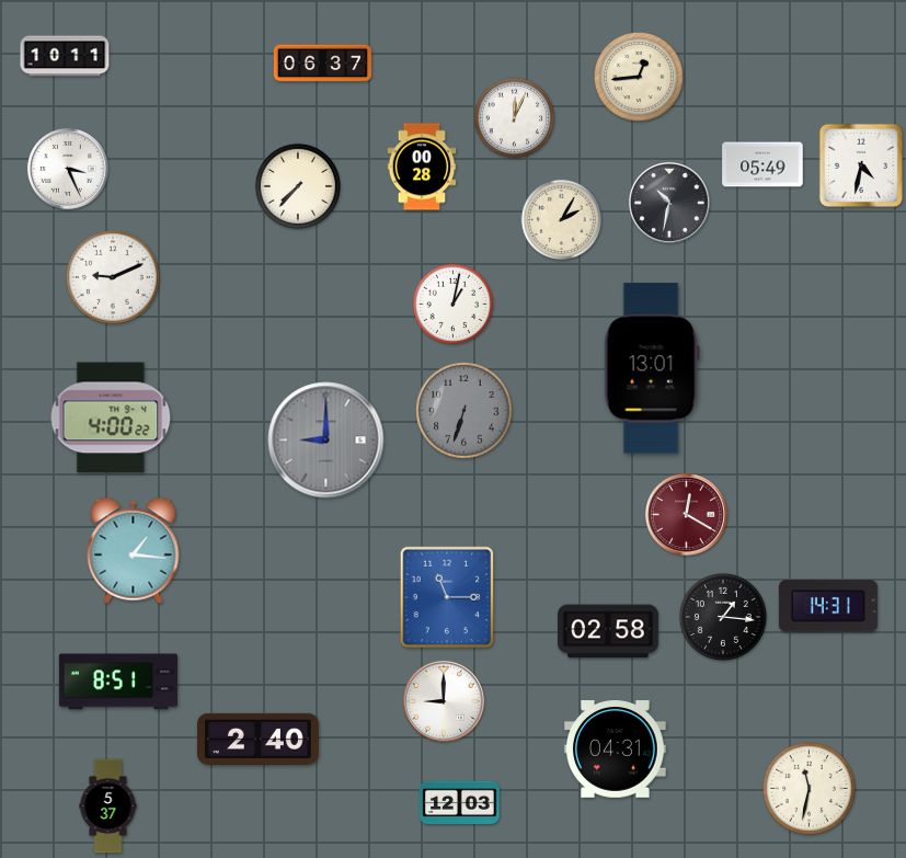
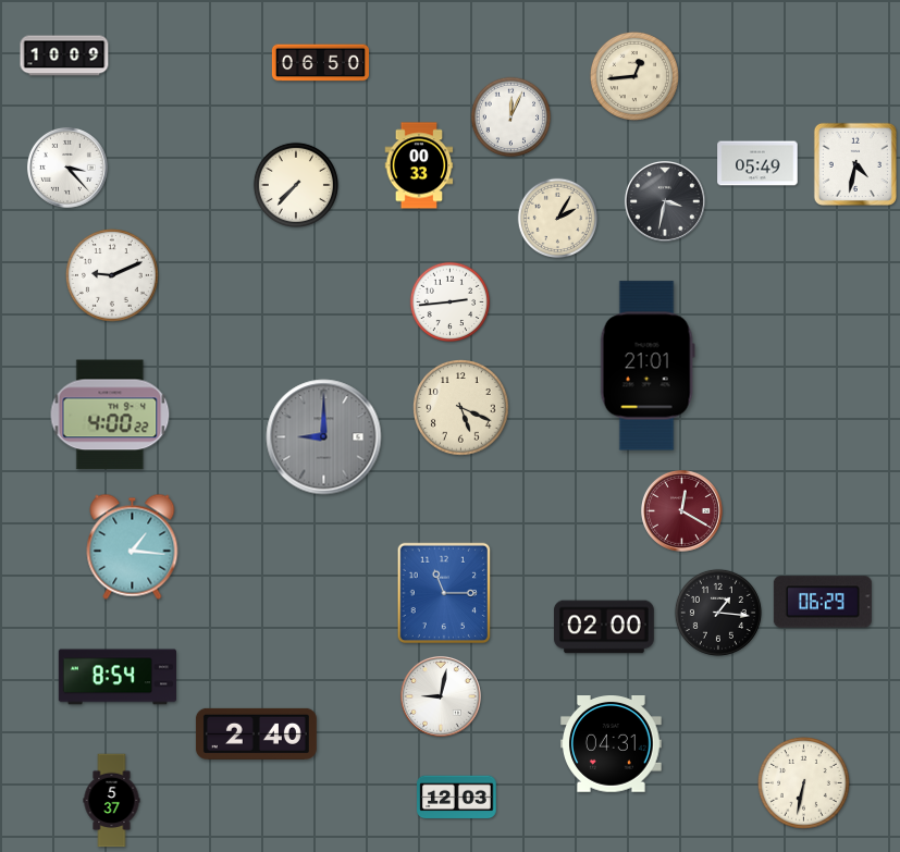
clock at (65, 56): 10:11 -> 10:09
clock at (322, 64): 06:37 -> 06:50
clock at (422, 167): 00:28 -> 00:33
clock at (68, 169): 3:26 -> 3:23
clock at (669, 203): 10:32 -> 3:32
clock at (454, 305): 1:02 -> 2:44
clock at (652, 368): 13:01 -> 21:01
clock at (465, 411): 6:33 -> 5:19
clock at (465, 411) dial: grey -> cream
clock at (828, 606): 14:31 -> 06:29
clock at (608, 631): 02:58 -> 02:00
clock at (117, 682): 8:51 -> 8:54
clock at (444, 701): 9:00 -> 9:02
clock at (810, 789): 11:32 -> 6:32
clock at (108, 806) position: (108, 806) -> (112, 801)
